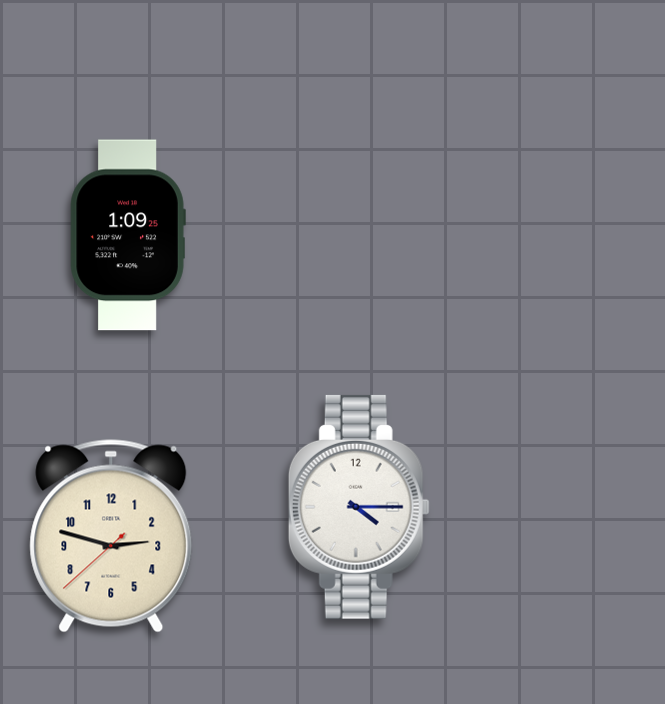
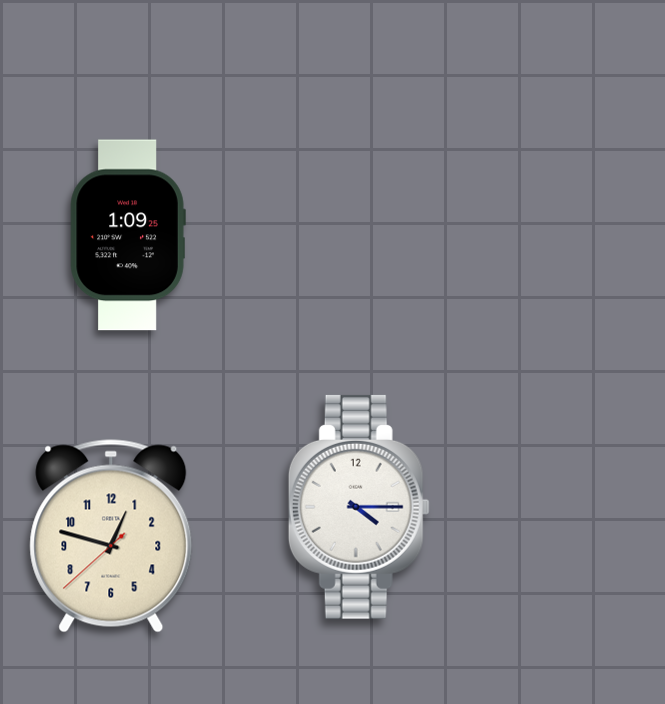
clock at (111, 536): 2:47 -> 12:47
